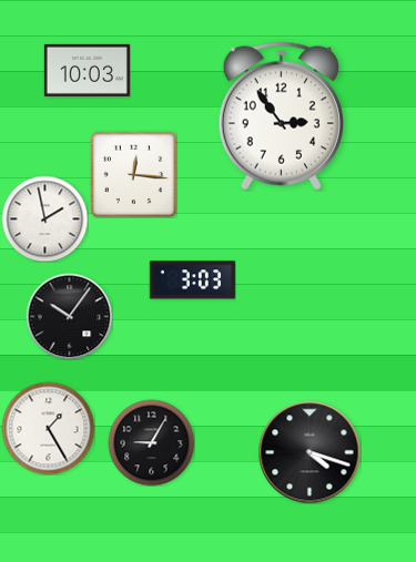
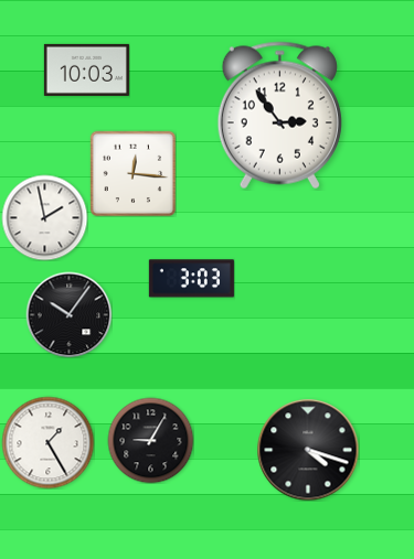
clock at (48, 428) position: (48, 428) -> (47, 442)
